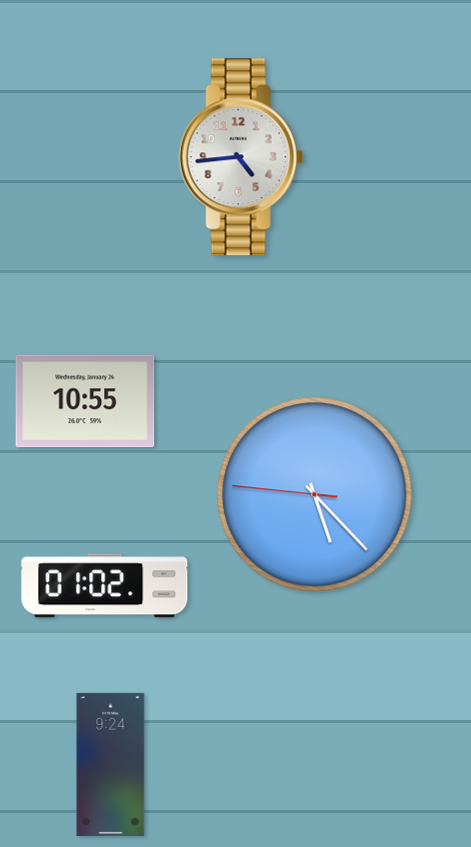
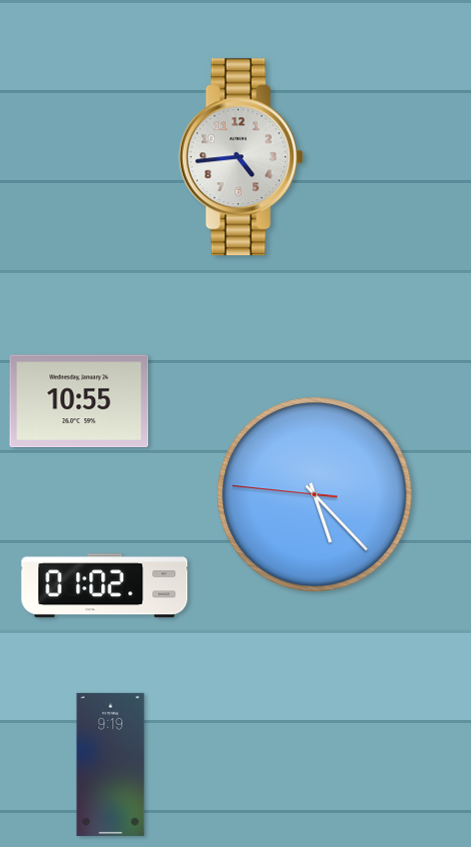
clock at (85, 401) position: (85, 401) -> (79, 401)
clock at (111, 764): 9:24 -> 9:19
